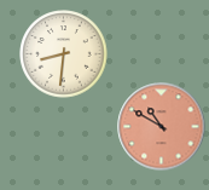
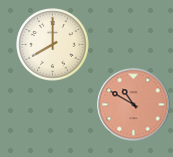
clock at (64, 54): 8:31 -> 8:00
